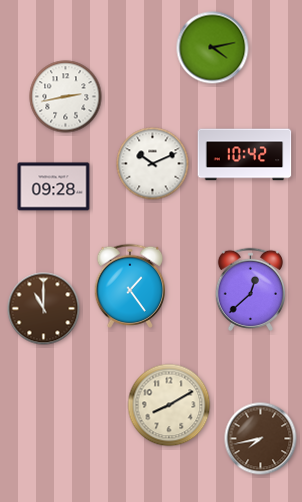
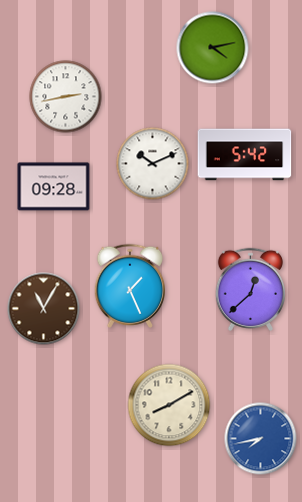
clock at (245, 155): 10:42 -> 5:42
clock at (130, 286): 1:24 -> 1:26
clock at (44, 309): 11:00 -> 11:05
clock at (261, 439) dial: brown -> blue
